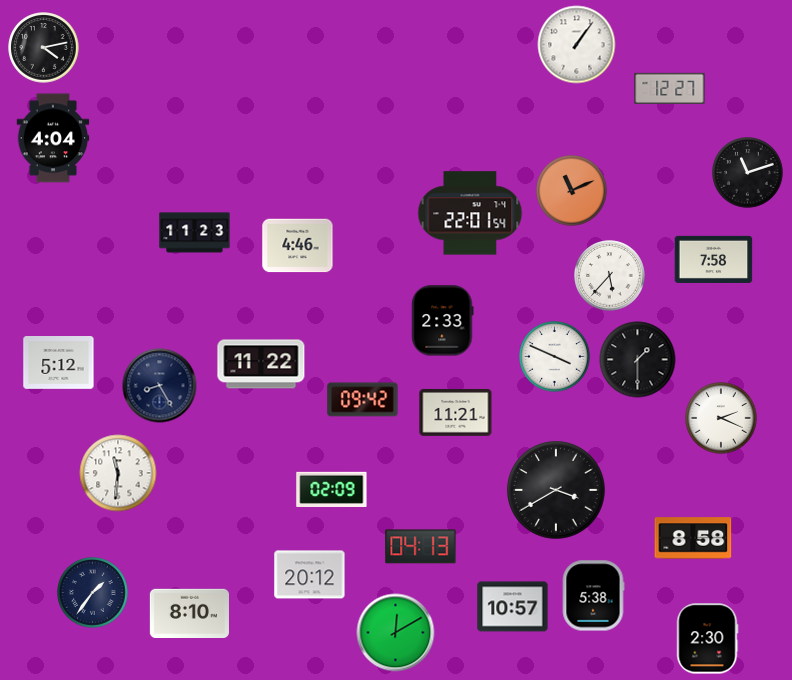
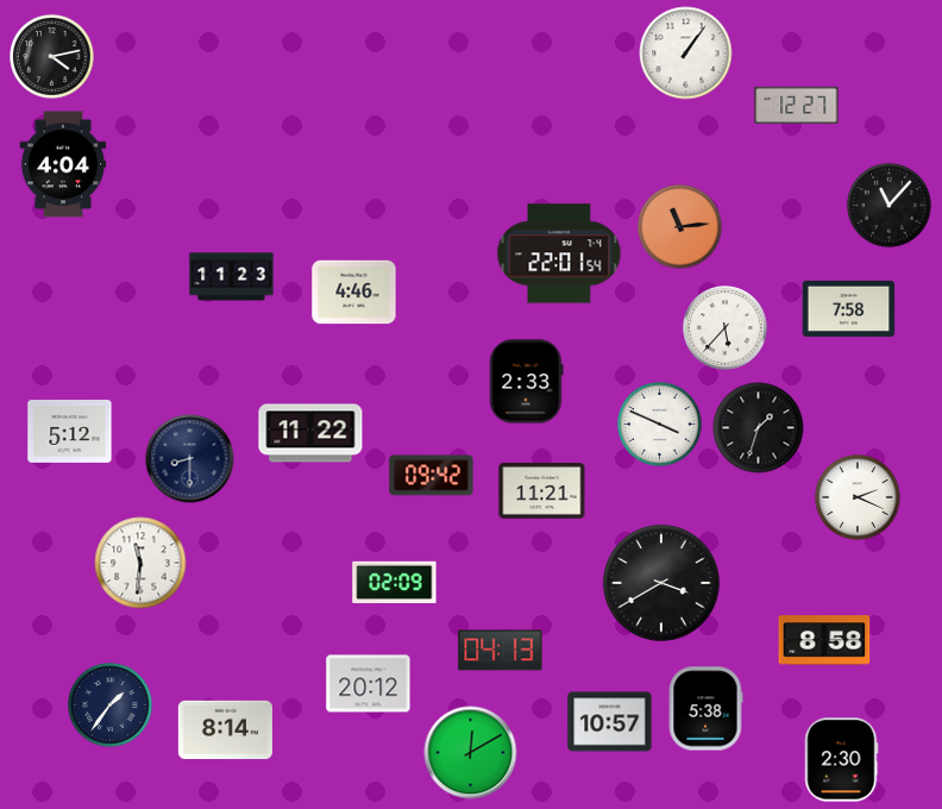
clock at (748, 173): 11:12 -> 11:07
clock at (572, 191): 11:11 -> 11:14
clock at (638, 360): 1:30 -> 1:33
clock at (160, 386): 8:25 -> 8:30
clock at (189, 613): 8:10 -> 8:14
